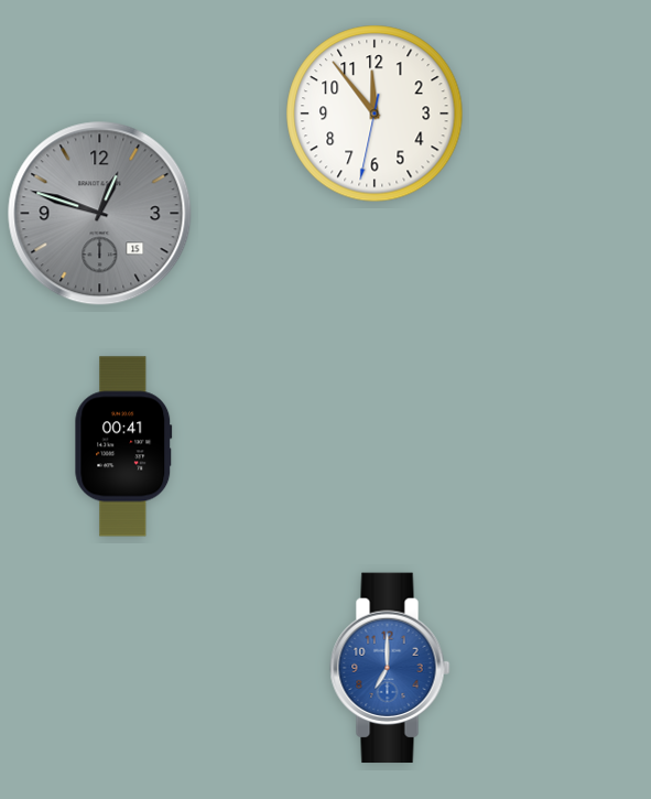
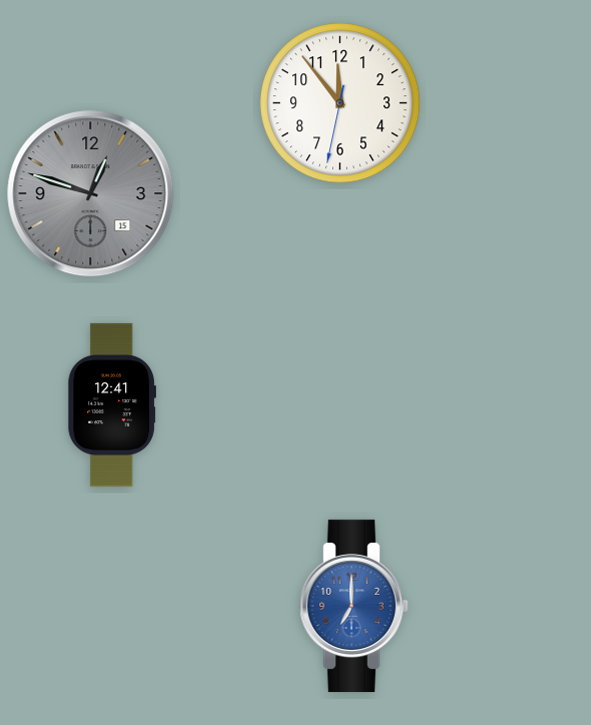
clock at (123, 446): 00:41 -> 12:41
